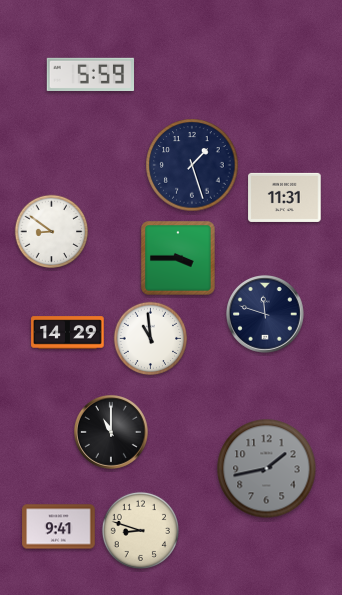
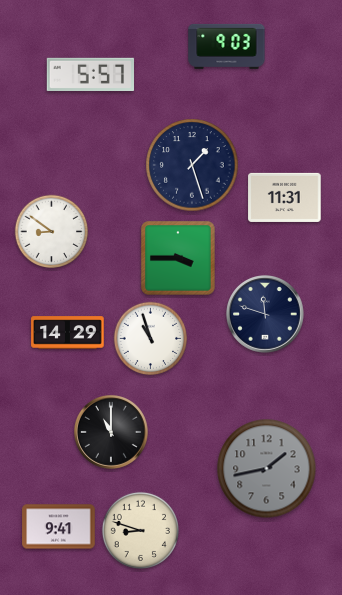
clock at (227, 46): none -> 9:03
clock at (91, 74): 5:59 -> 5:57
clock at (151, 339): 10:59 -> 10:57
